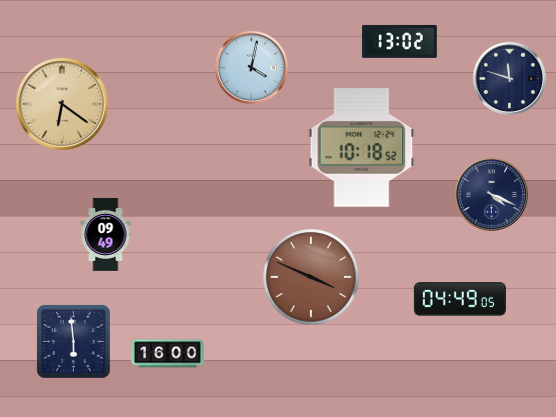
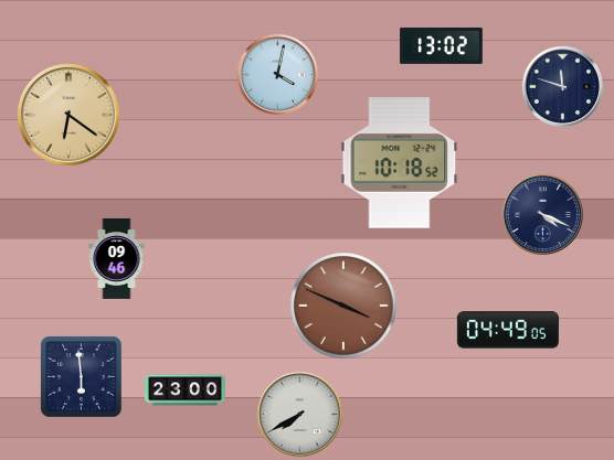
clock at (106, 234): 09:49 -> 09:46
clock at (167, 354): 16:00 -> 23:00
clock at (299, 414): none -> 7:40
